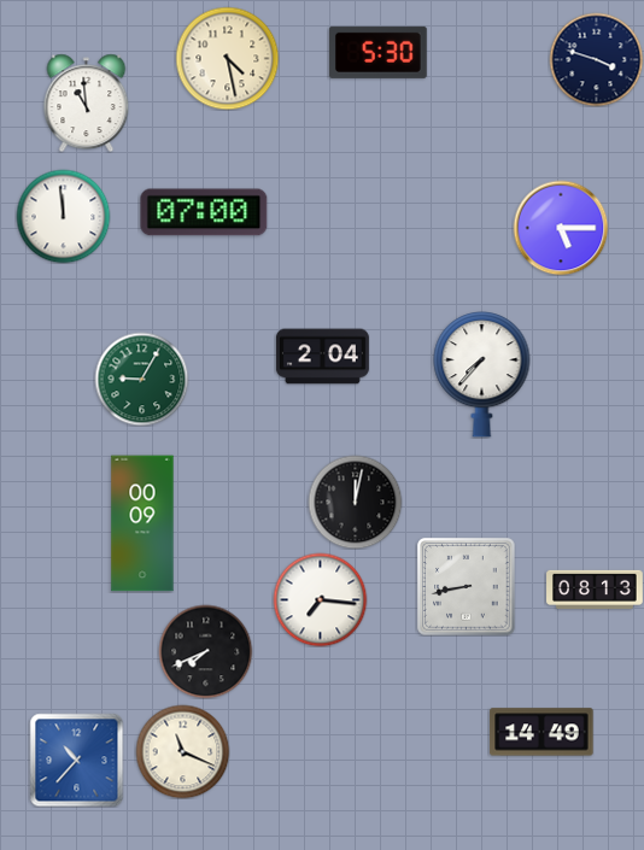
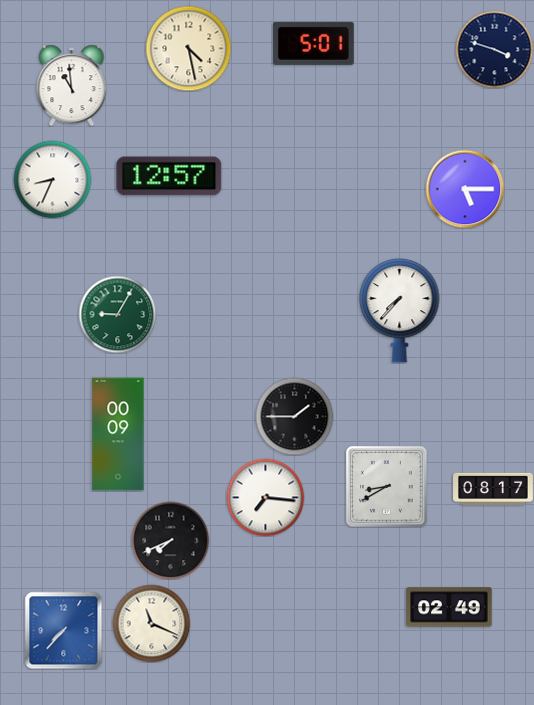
clock at (379, 52): 5:30 -> 5:01
clock at (204, 212): 07:00 -> 12:57
clock at (63, 216): 11:59 -> 8:34
clock at (322, 357): 2:04 -> none
clock at (355, 502): 12:02 -> 1:45
clock at (466, 586): 8:43 -> 8:40
clock at (595, 590): 08:13 -> 08:17
clock at (541, 732): 14:49 -> 02:49
clock at (76, 760): 10:37 -> 7:37
